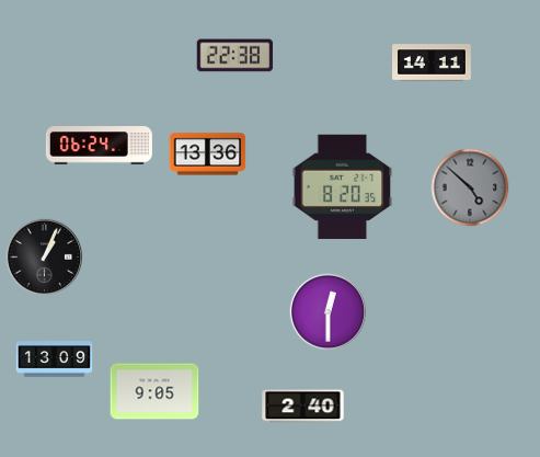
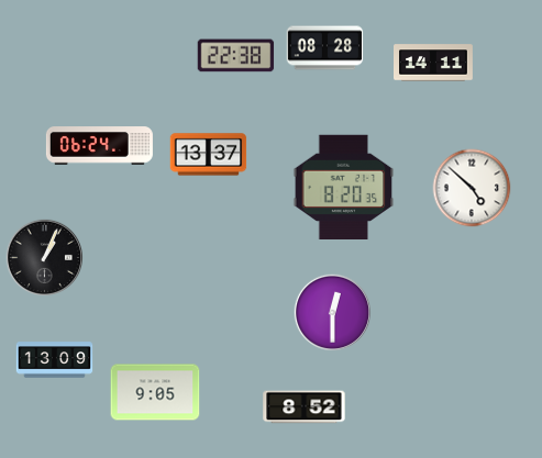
clock at (325, 48): none -> 08:28
clock at (208, 155): 13:36 -> 13:37
clock at (470, 187) dial: grey -> white
clock at (328, 311) position: (328, 311) -> (332, 312)
clock at (303, 407): 2:40 -> 8:52
